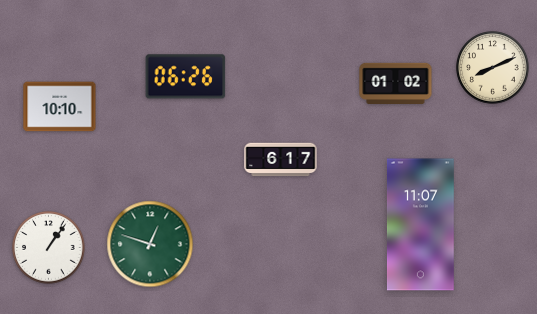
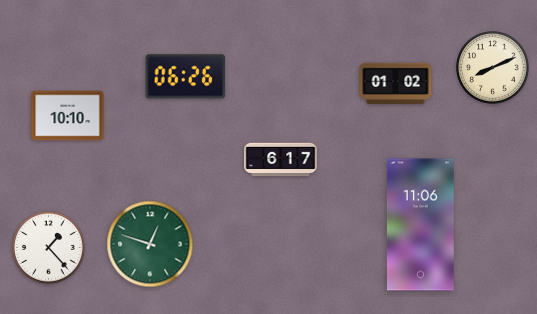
clock at (60, 107) position: (60, 107) -> (68, 116)
clock at (421, 225): 11:07 -> 11:06
clock at (49, 248): 1:06 -> 1:23
